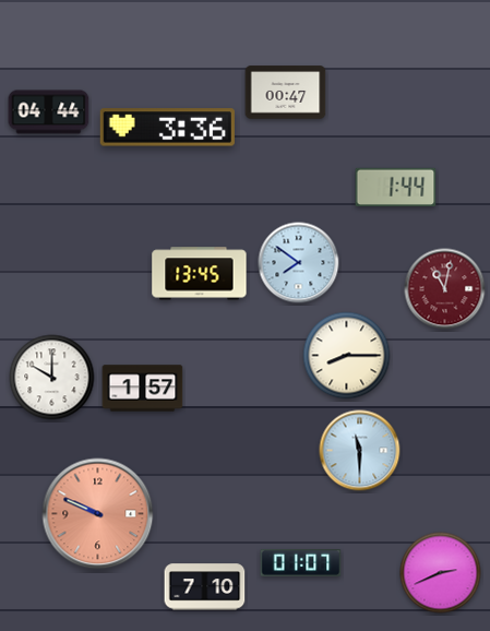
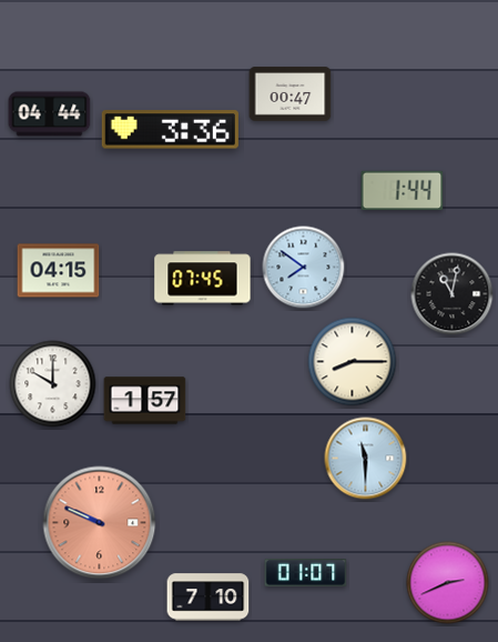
clock at (59, 271): none -> 04:15
clock at (200, 274): 13:45 -> 07:45
clock at (445, 289) dial: burgundy -> black
clock at (143, 389) position: (143, 389) -> (145, 401)
